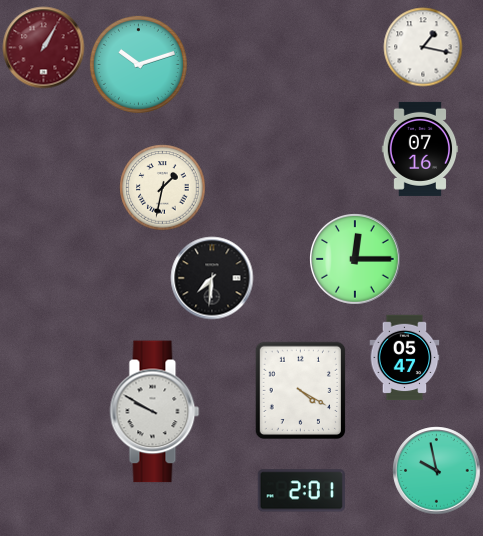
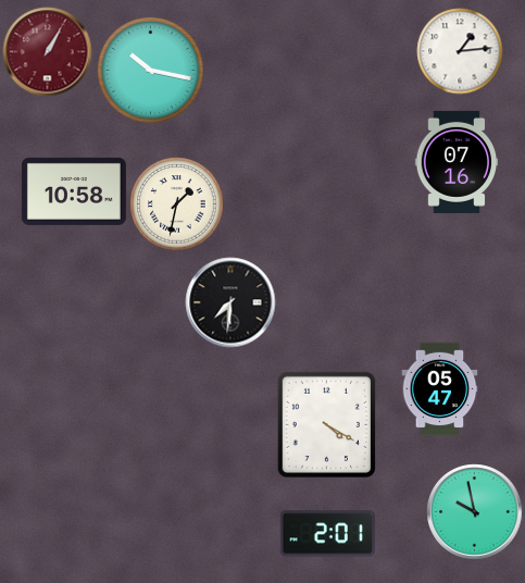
clock at (423, 47): 1:17 -> 1:14
clock at (138, 64): 10:12 -> 10:17
clock at (74, 191): none -> 10:58
clock at (355, 259): 12:15 -> none
clock at (155, 412): 9:50 -> none
